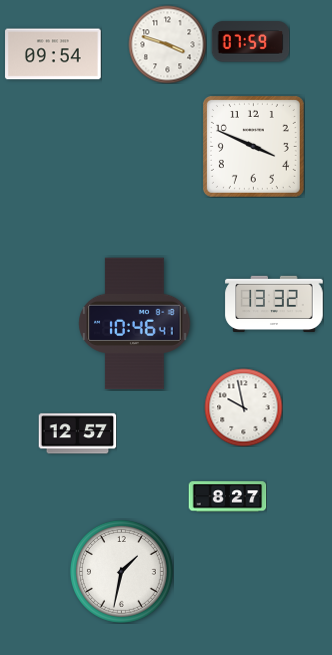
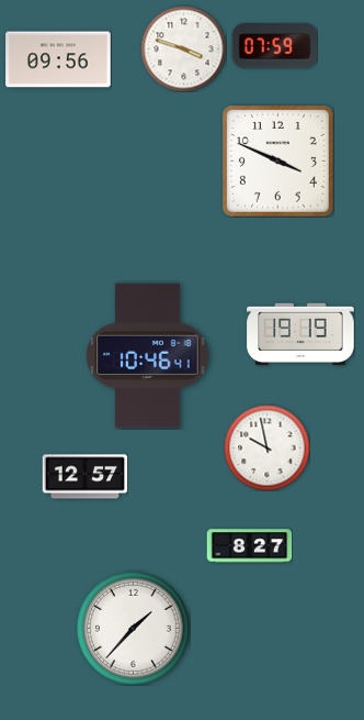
clock at (53, 54): 09:54 -> 09:56
clock at (274, 303): 13:32 -> 19:19
clock at (121, 571): 1:32 -> 1:37
